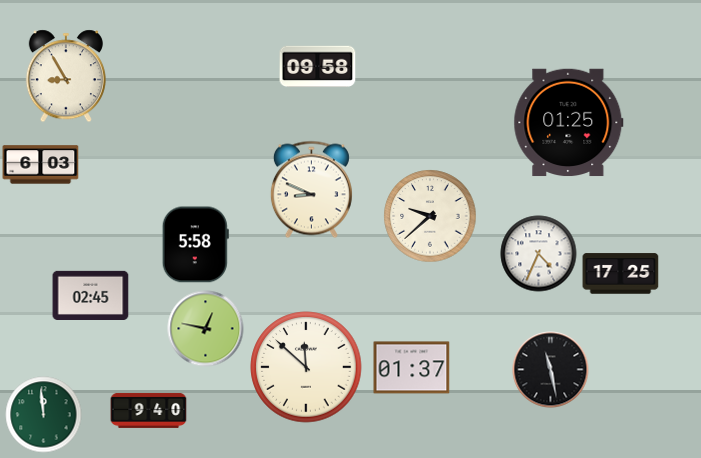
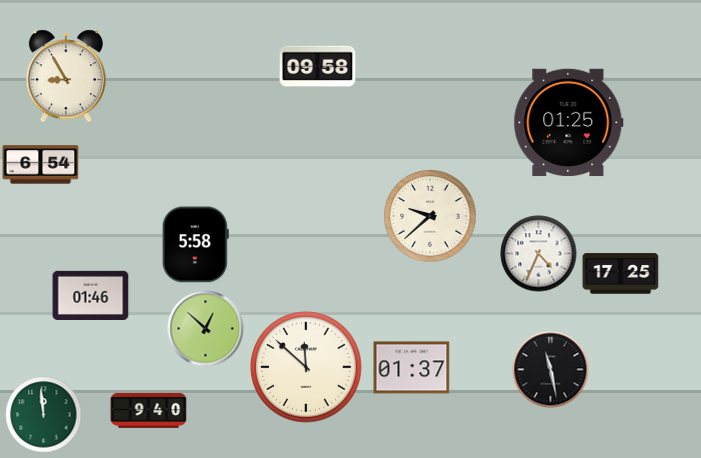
clock at (41, 165): 6:03 -> 6:54
clock at (311, 190): 8:49 -> none
clock at (91, 295): 02:45 -> 01:46
clock at (206, 329): 12:47 -> 12:52
